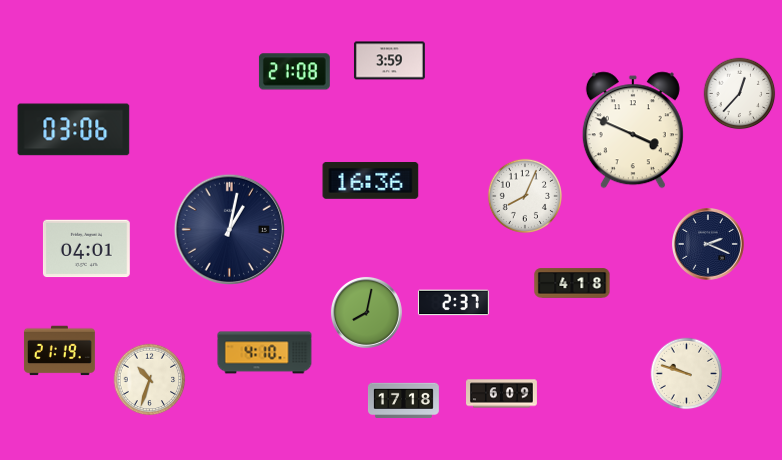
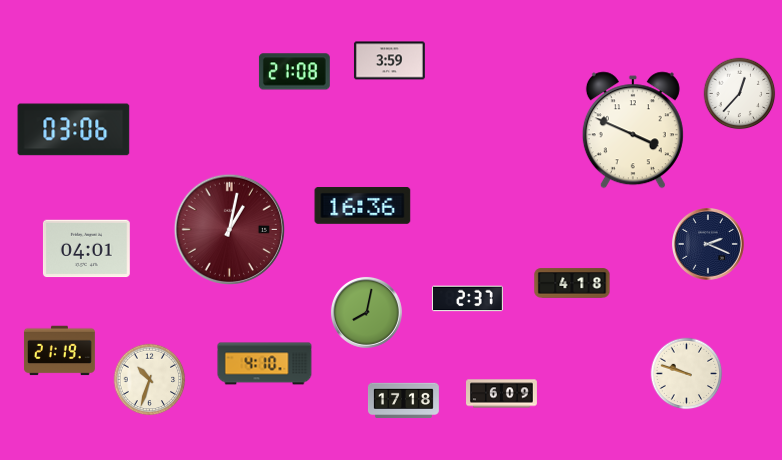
clock at (371, 181) position: (371, 181) -> (363, 206)
clock at (524, 195): 8:04 -> none
clock at (229, 229) dial: navy -> burgundy
clock at (453, 303) position: (453, 303) -> (467, 299)
clock at (265, 353) position: (265, 353) -> (265, 364)
